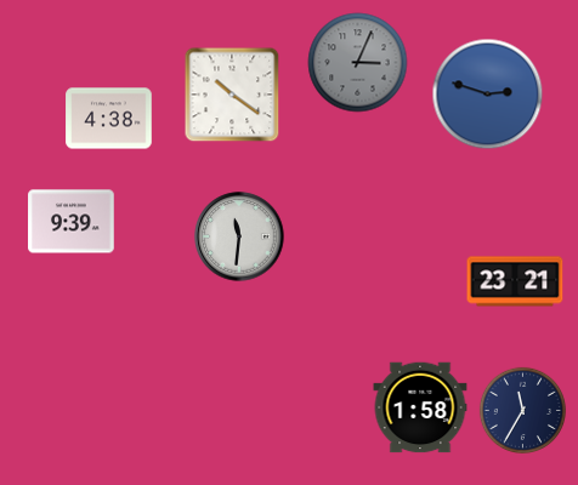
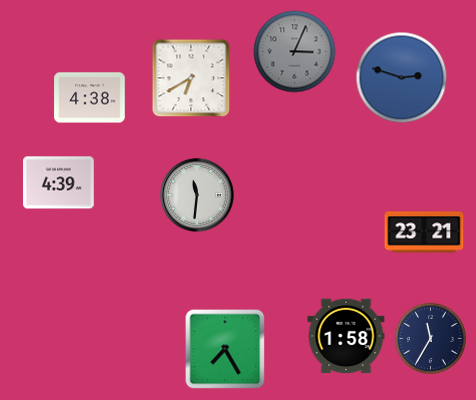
clock at (232, 95): 10:21 -> 6:40
clock at (72, 222): 9:39 -> 4:39
clock at (225, 349): none -> 7:25
